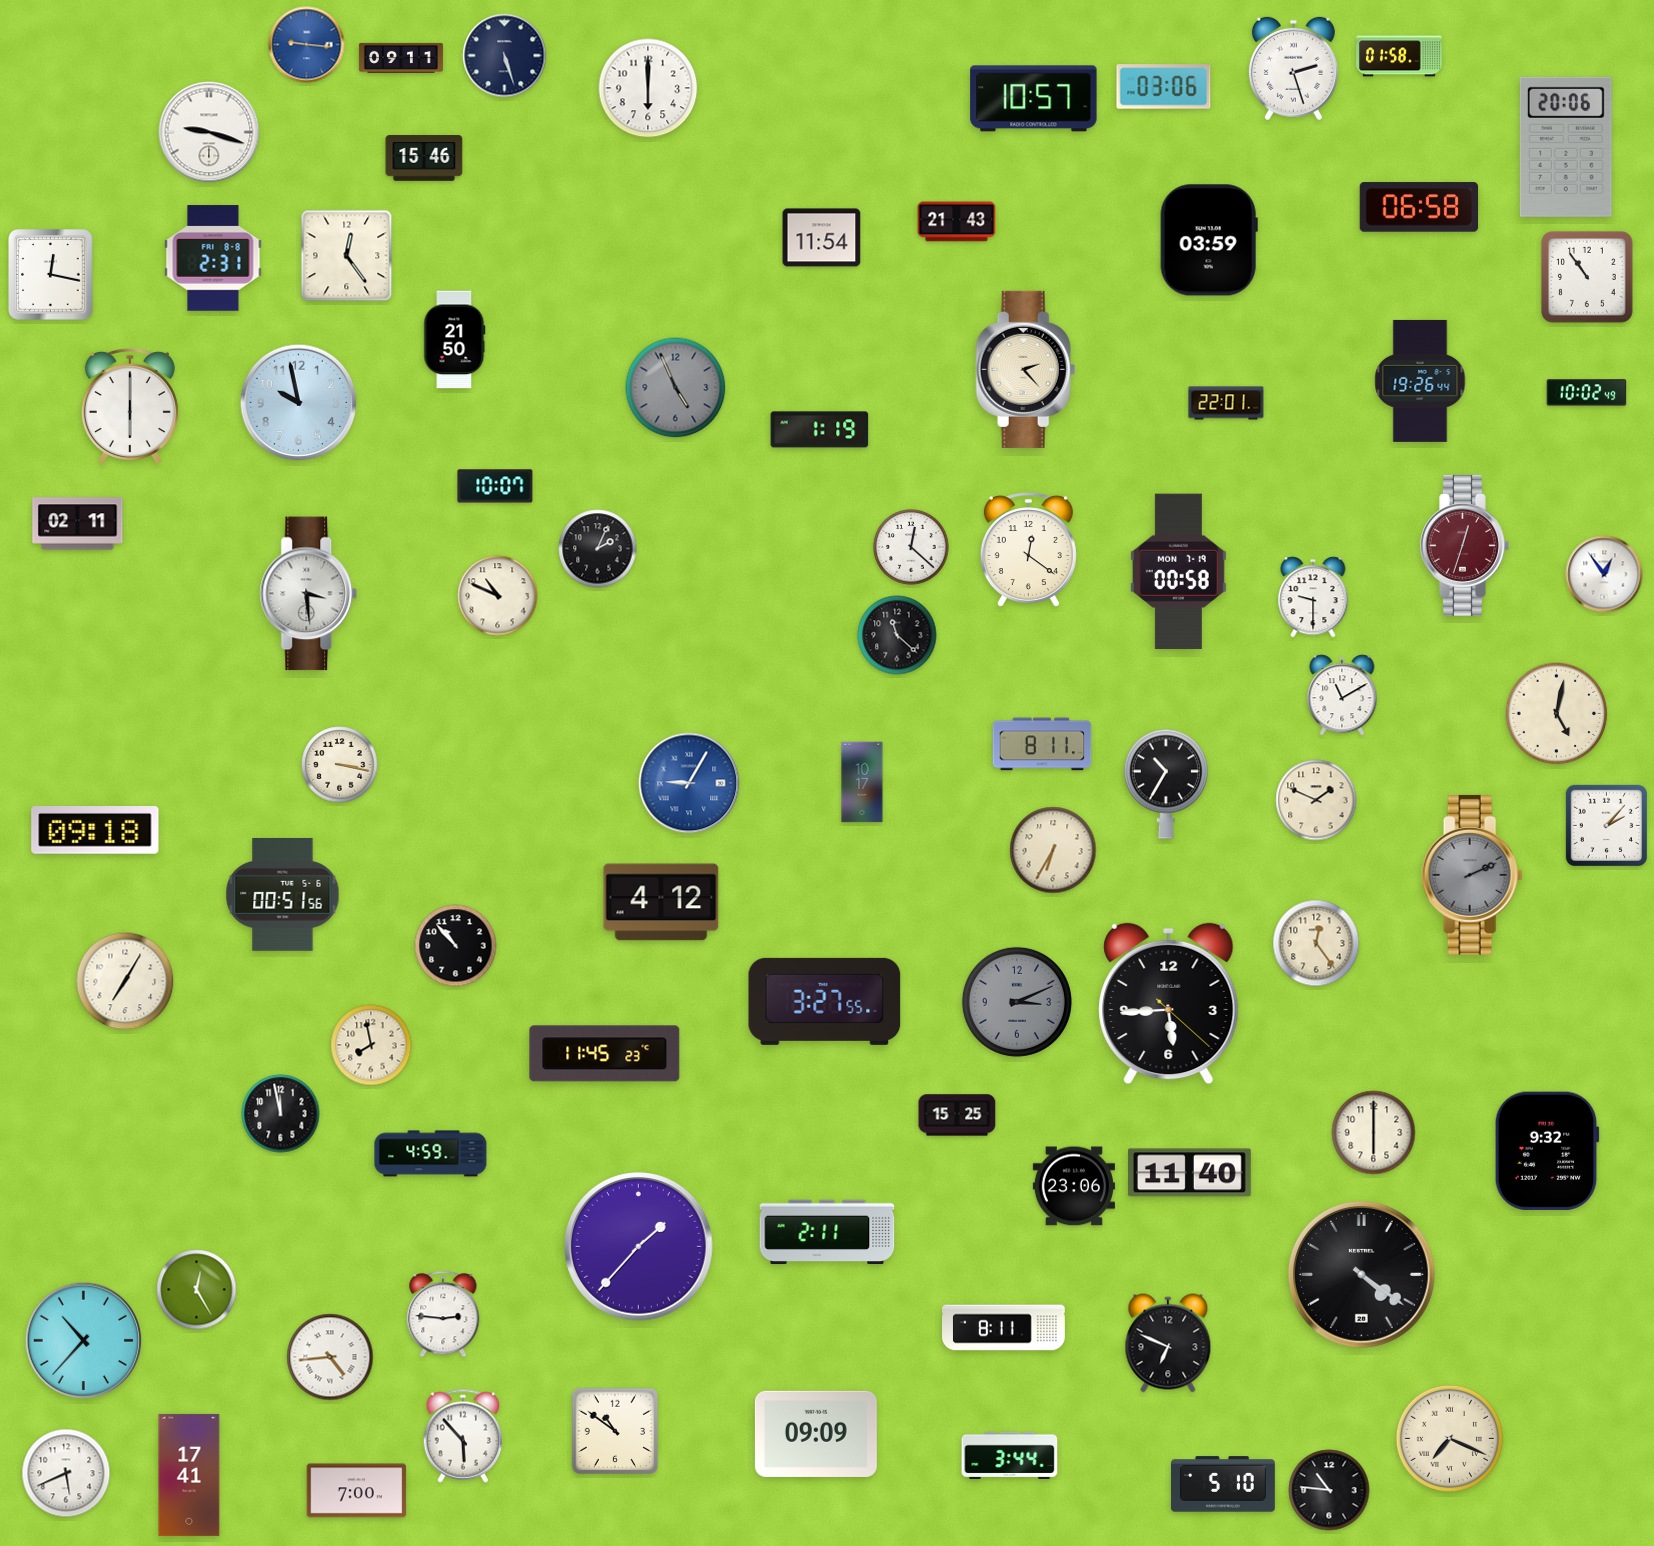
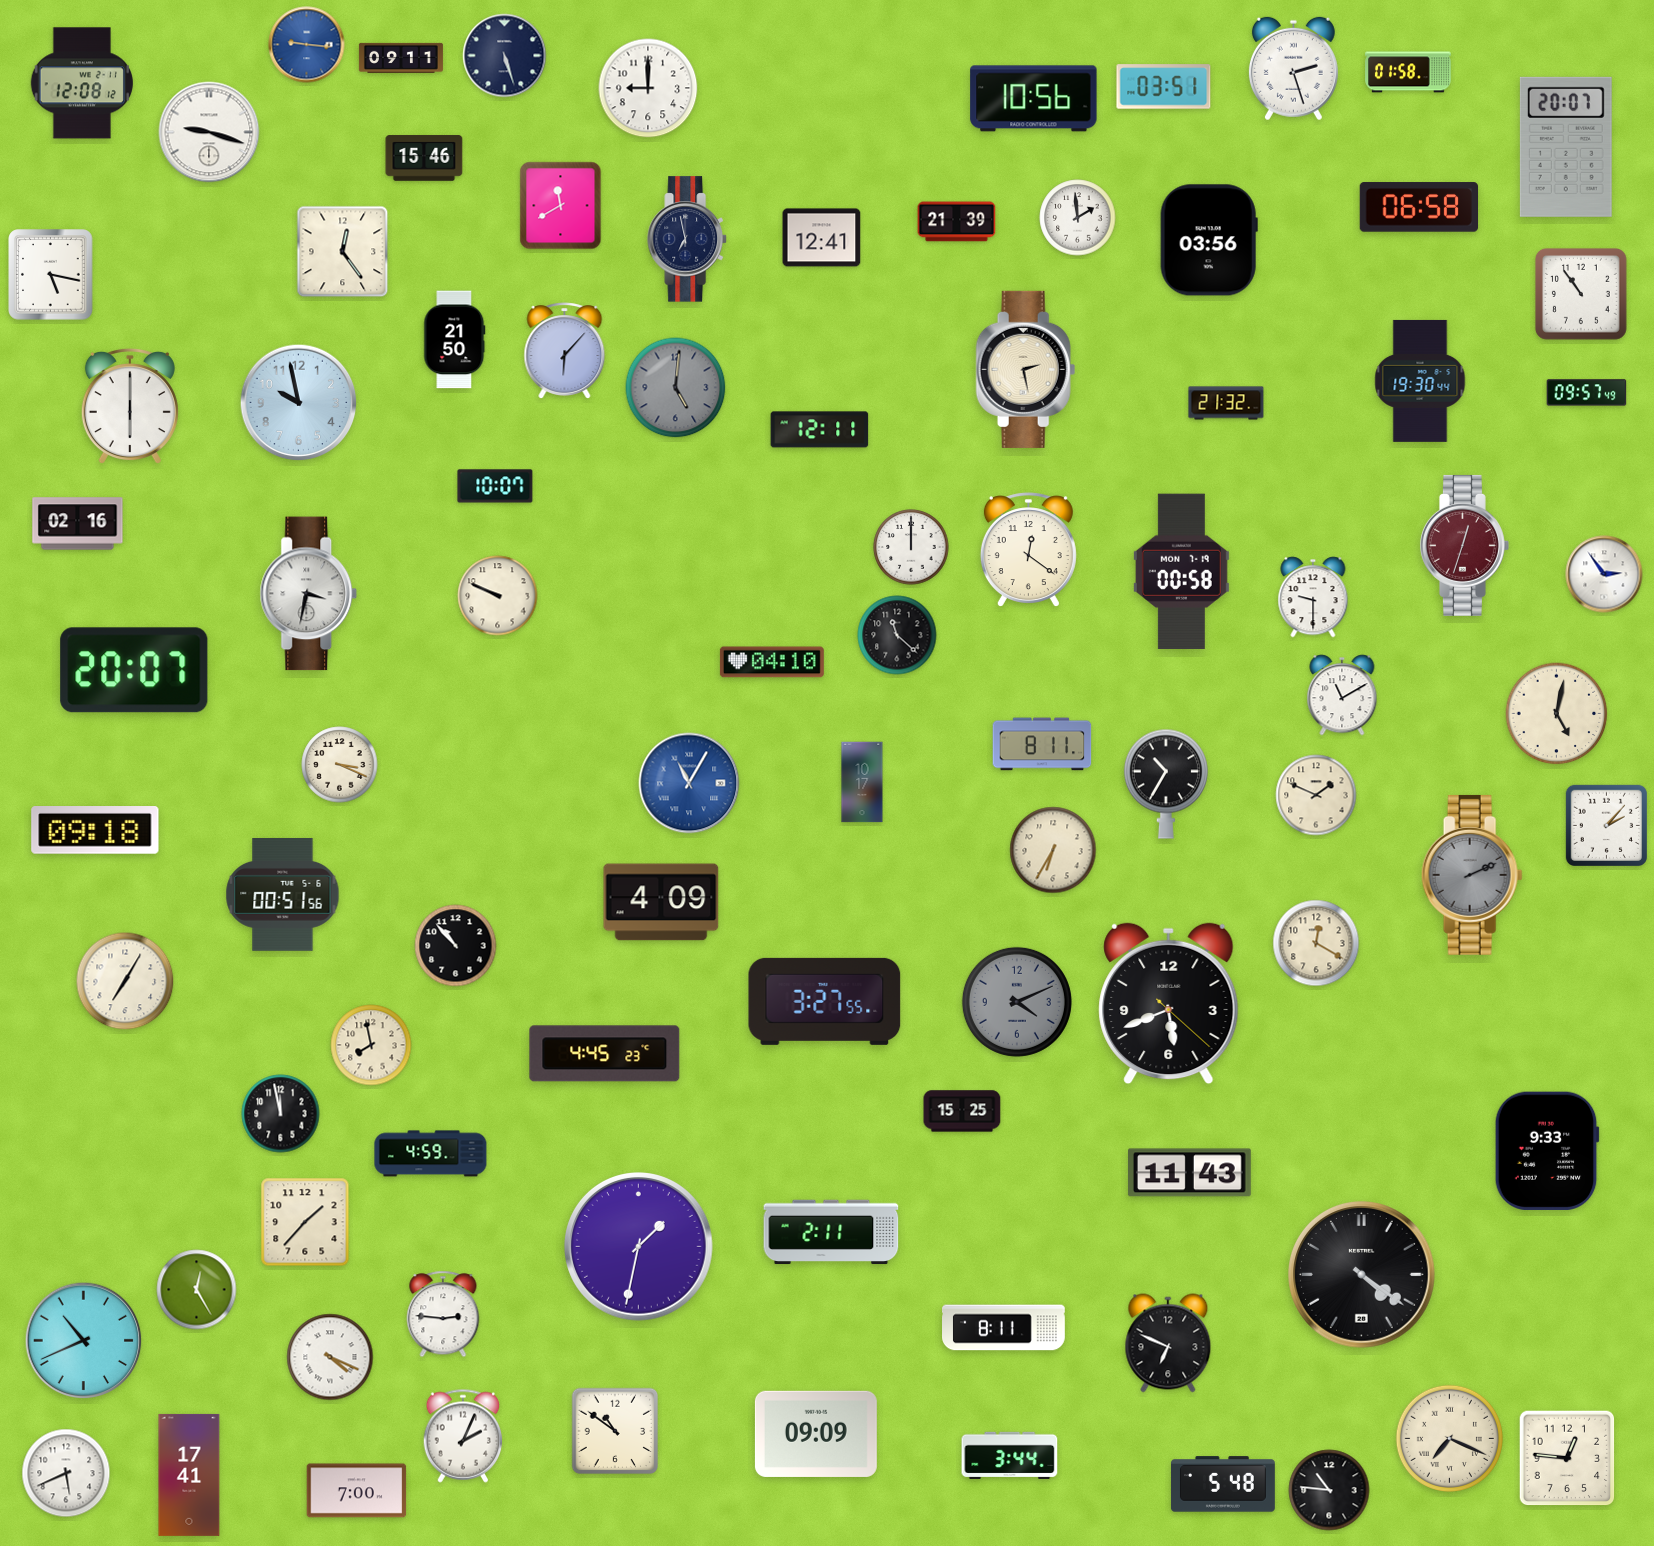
clock at (1399, 56) position: (1399, 56) -> (1408, 72)
clock at (82, 83): none -> 12:08
clock at (1164, 87): 03:06 -> 03:51
clock at (648, 88): 6:00 -> 9:00
clock at (1034, 99): 10:57 -> 10:56
clock at (1566, 147): 20:06 -> 20:07
clock at (561, 206): none -> 11:40
clock at (1078, 218): none -> 1:59
clock at (957, 222): 21:43 -> 21:39
clock at (822, 238): 11:54 -> 12:41
clock at (687, 239): none -> 6:58
clock at (1209, 240): 03:59 -> 03:56
clock at (347, 256) position: (347, 256) -> (343, 252)
clock at (213, 258): 2:31 -> none
clock at (51, 275): 12:17 -> 5:17
clock at (1587, 277) position: (1587, 277) -> (1581, 294)
clock at (565, 351): none -> 6:07
clock at (1026, 369): 2:23 -> 2:28
clock at (1420, 381): 19:26 -> 19:30
clock at (676, 388): 4:56 -> 5:01
clock at (1587, 393): 10:02 -> 09:57
clock at (1226, 403): 22:01 -> 21:32
clock at (820, 430): 1:19 -> 12:11
clock at (78, 524): 02:11 -> 02:16
clock at (911, 547): 12:22 -> 12:00
clock at (598, 549): 2:04 -> none
clock at (1178, 571) position: (1178, 571) -> (1181, 571)
clock at (1604, 574): 12:54 -> 2:54
clock at (309, 594): 3:29 -> 3:32
clock at (498, 596): 10:49 -> 9:49
clock at (772, 662): none -> 04:10
clock at (134, 670): none -> 20:07
clock at (340, 765): 3:17 -> 3:19
clock at (689, 783): 9:05 -> 11:05
clock at (1316, 800) position: (1316, 800) -> (1316, 795)
clock at (661, 902): 4:12 -> 4:09
clock at (1316, 943): 12:24 -> 12:20
clock at (1017, 1002): 3:11 -> 4:11
clock at (1169, 1004): 5:44 -> 5:41
clock at (605, 1054): 11:45 -> 4:45
clock at (957, 1115) position: (957, 1115) -> (962, 1111)
clock at (1374, 1133): 6:00 -> none
clock at (1547, 1151): 9:32 -> 9:33
clock at (1189, 1173): 11:40 -> 11:43
clock at (1074, 1186): 23:06 -> none
clock at (305, 1222): none -> 1:37
clock at (827, 1232) position: (827, 1232) -> (831, 1232)
clock at (639, 1247): 1:37 -> 1:32
clock at (84, 1341): 10:37 -> 10:41
clock at (330, 1357): 4:44 -> 4:19
clock at (463, 1436): 5:53 -> 2:04
clock at (1567, 1458): none -> 12:46
clock at (1223, 1484): 5:10 -> 5:48
